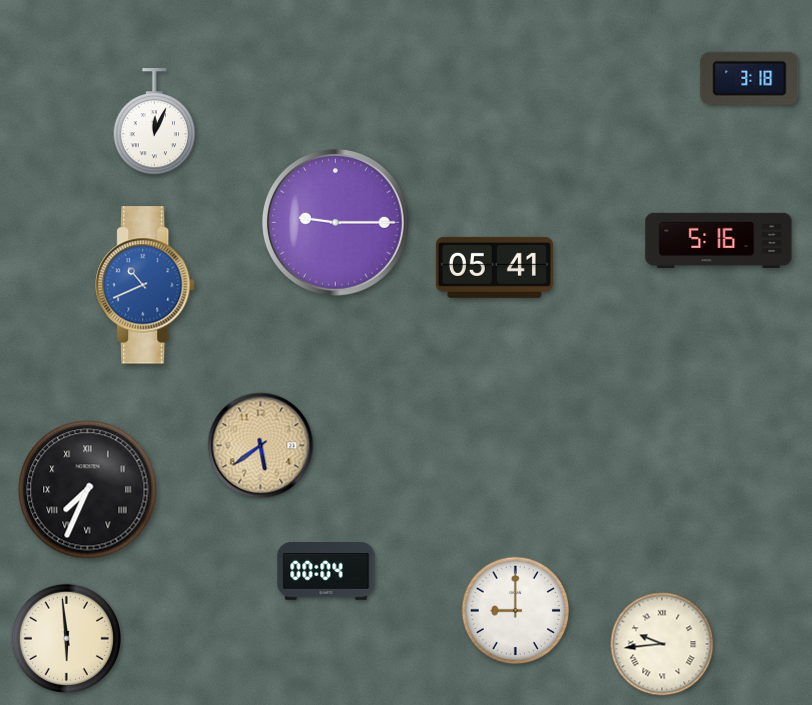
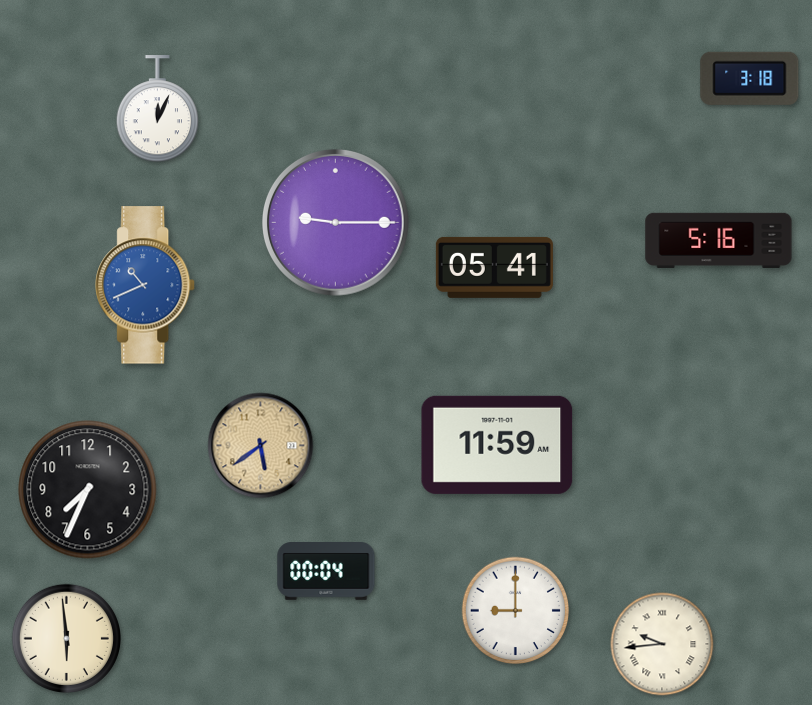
clock at (155, 122) position: (155, 122) -> (158, 109)
clock at (497, 445): none -> 11:59
clock at (88, 490) numerals: Roman -> Arabic
